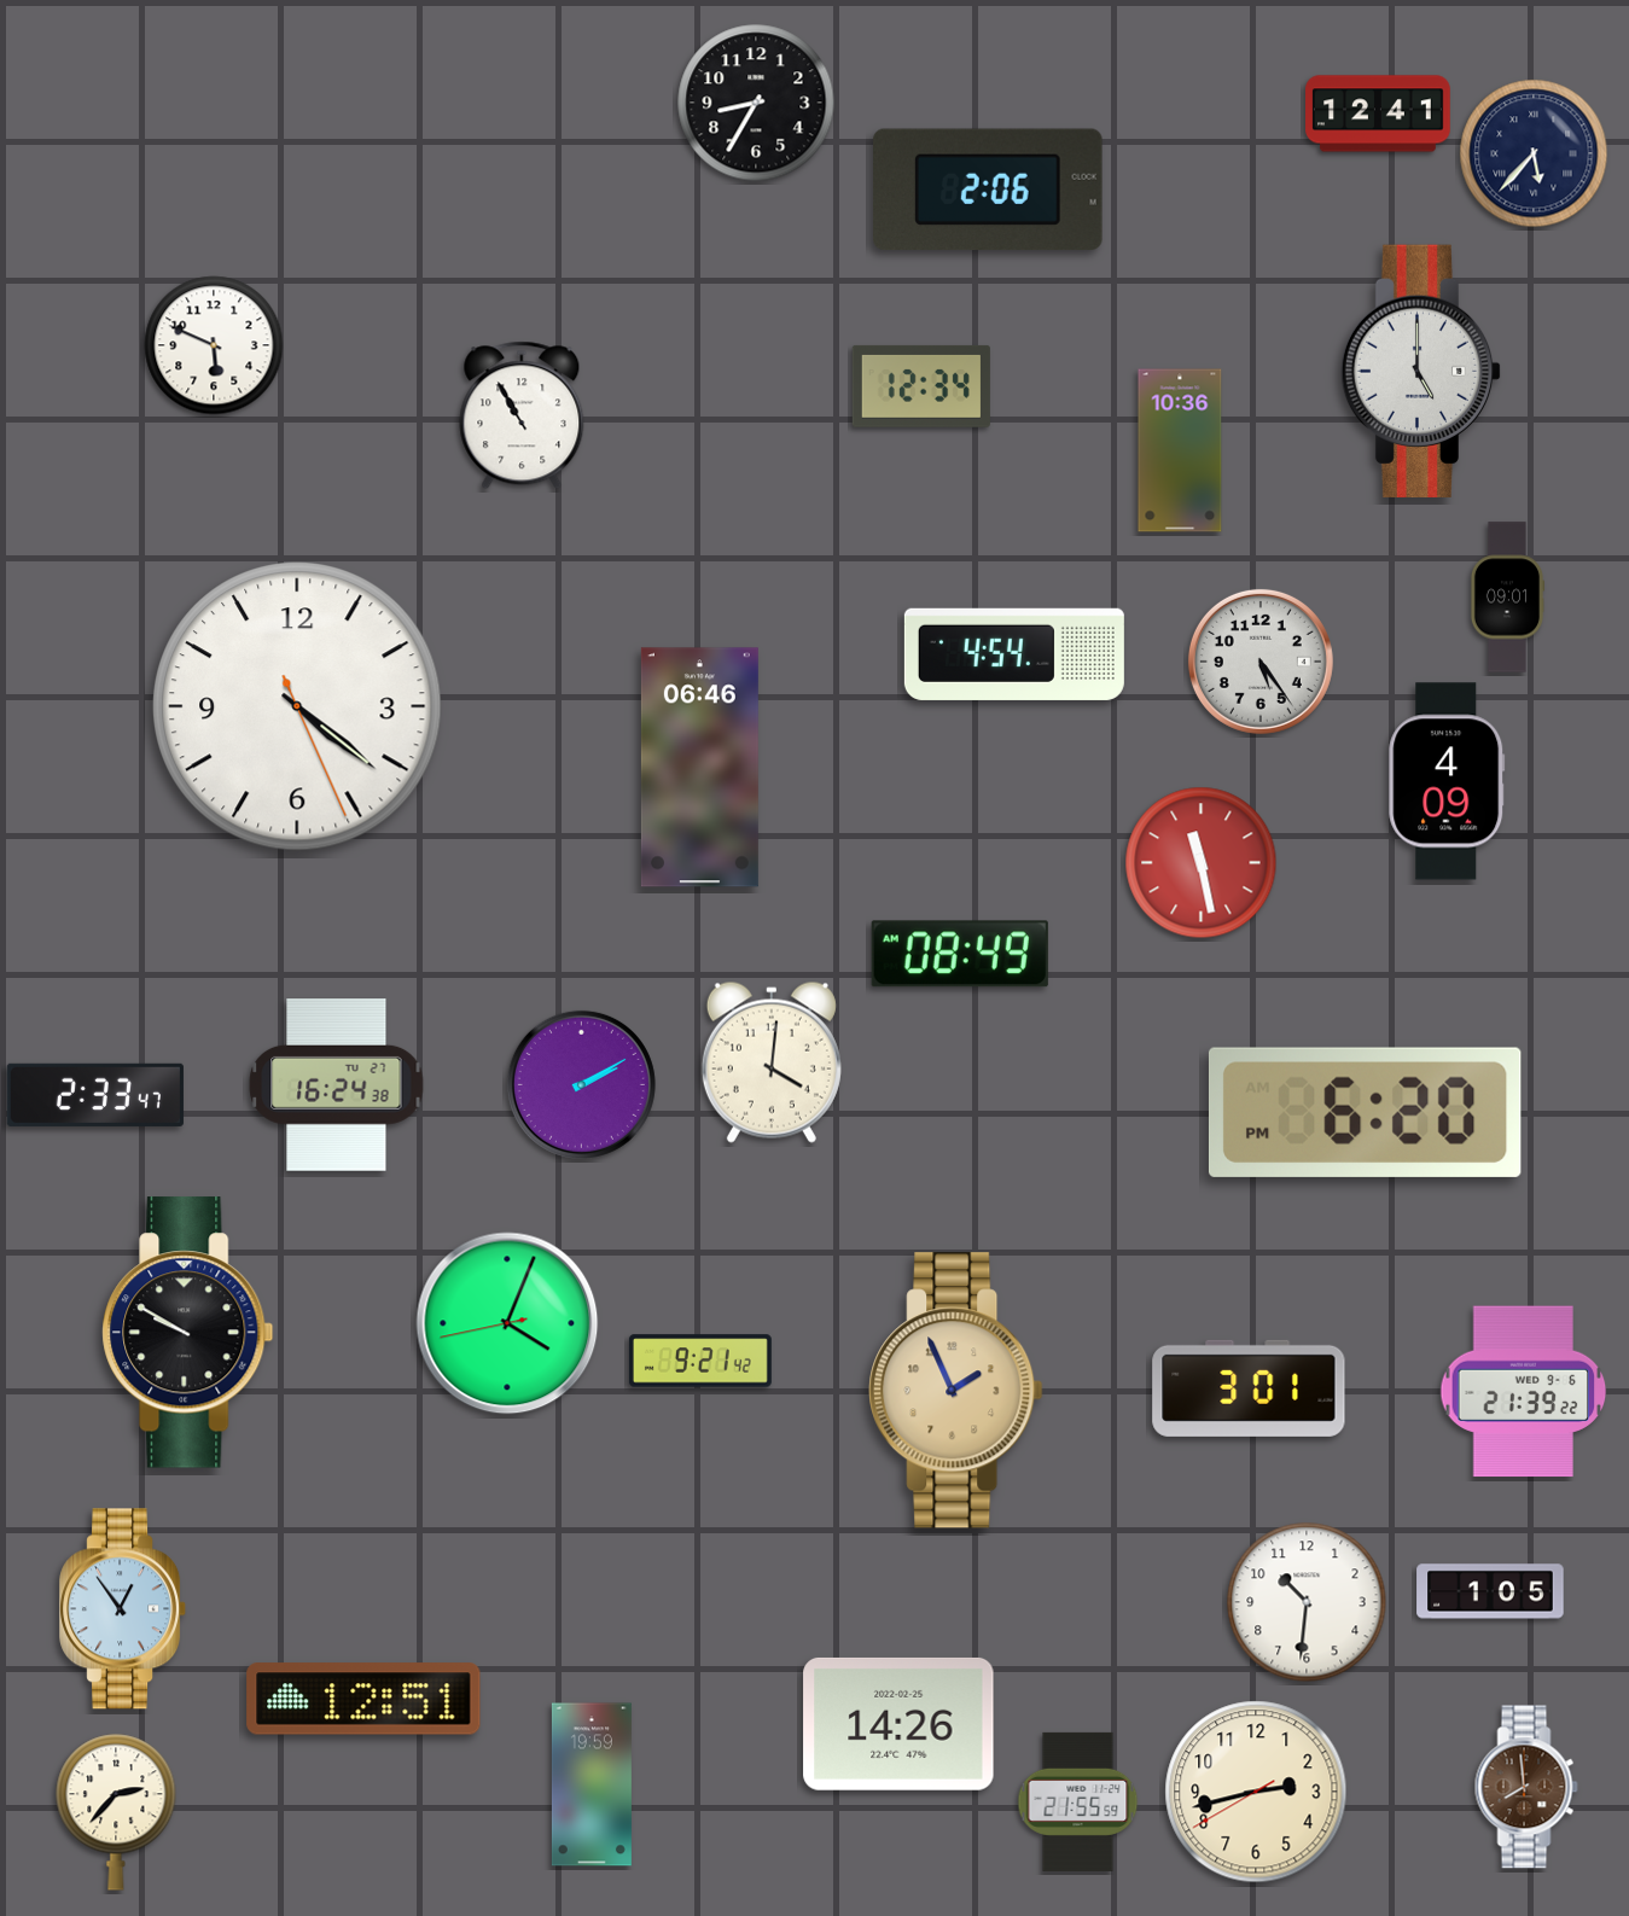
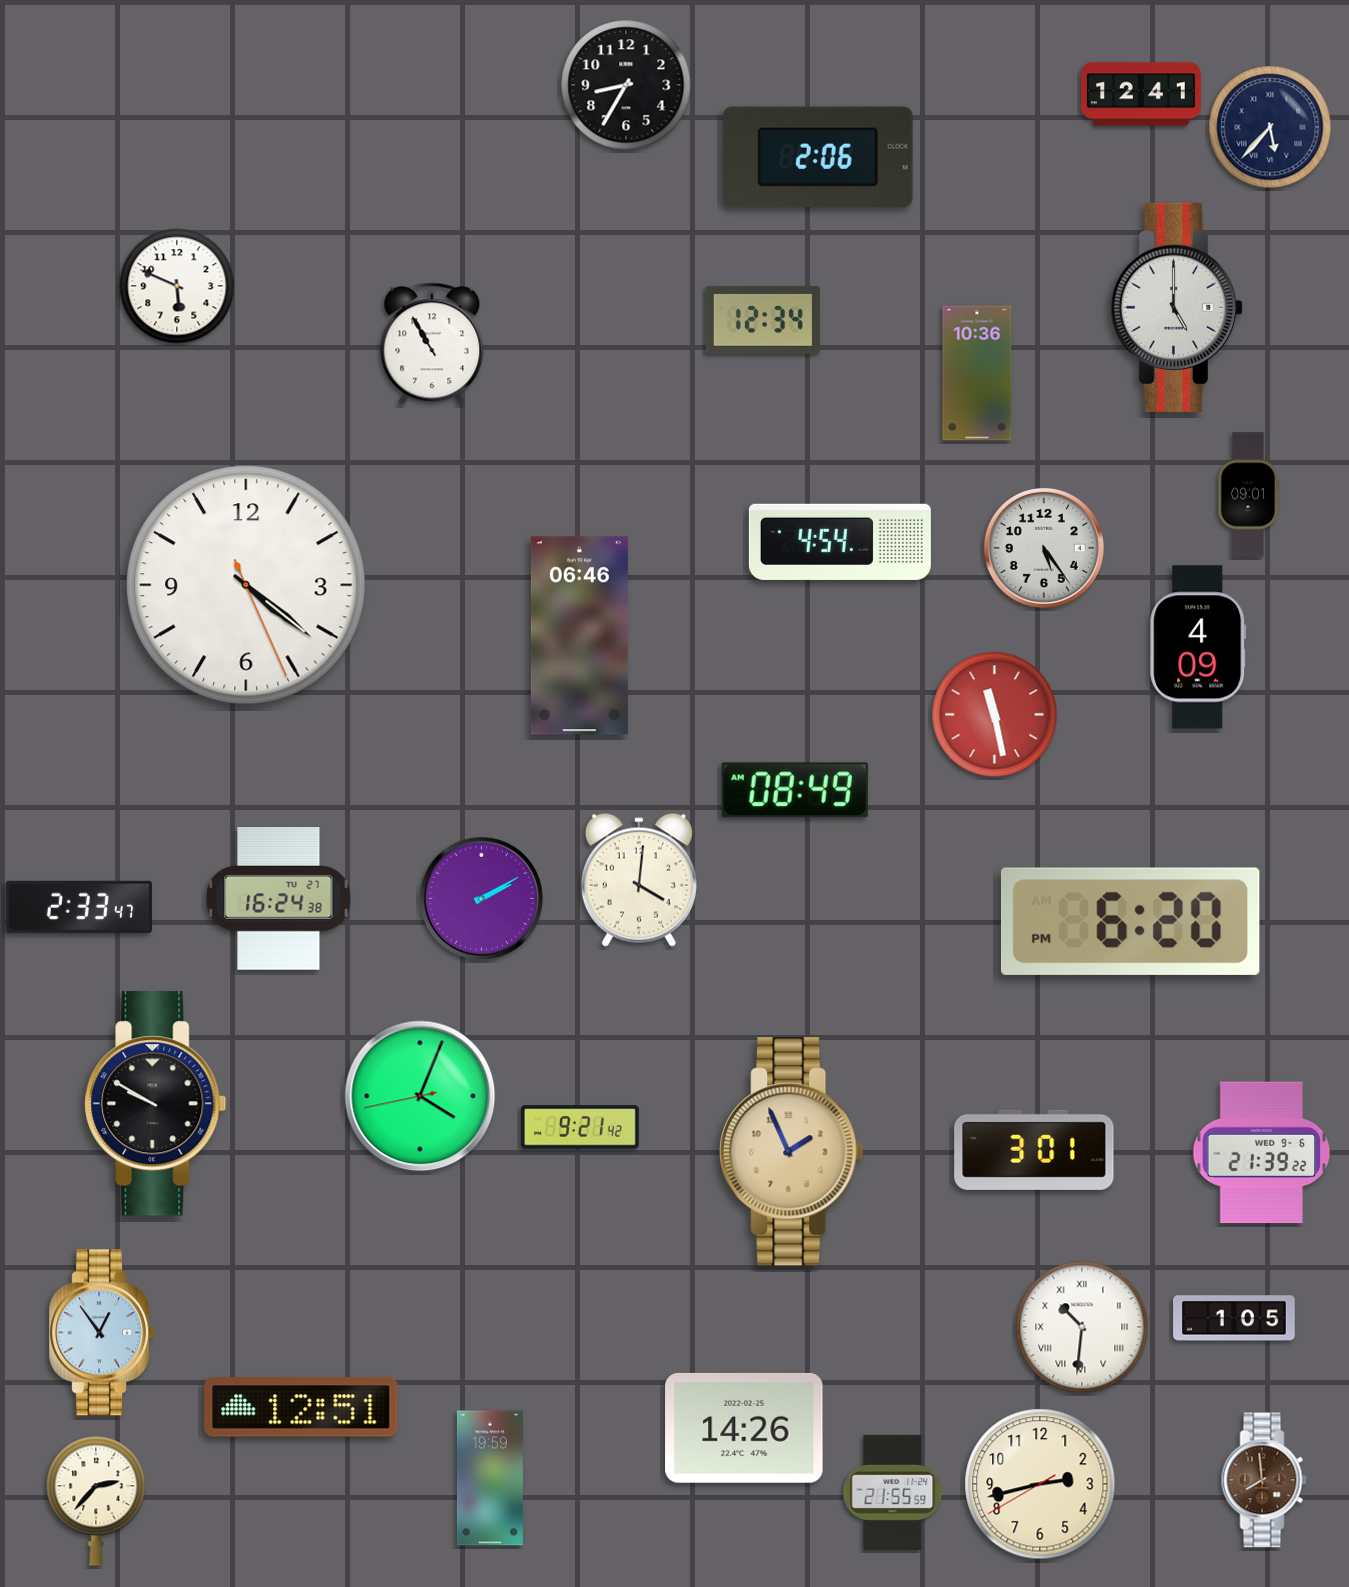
clock at (1307, 1602) numerals: Arabic -> Roman
